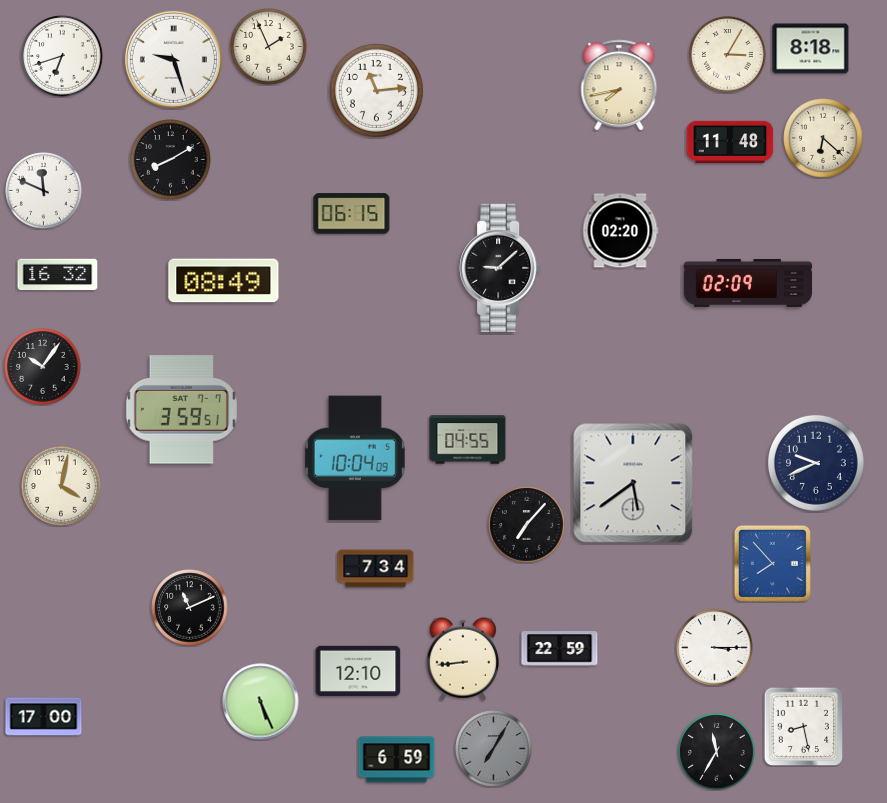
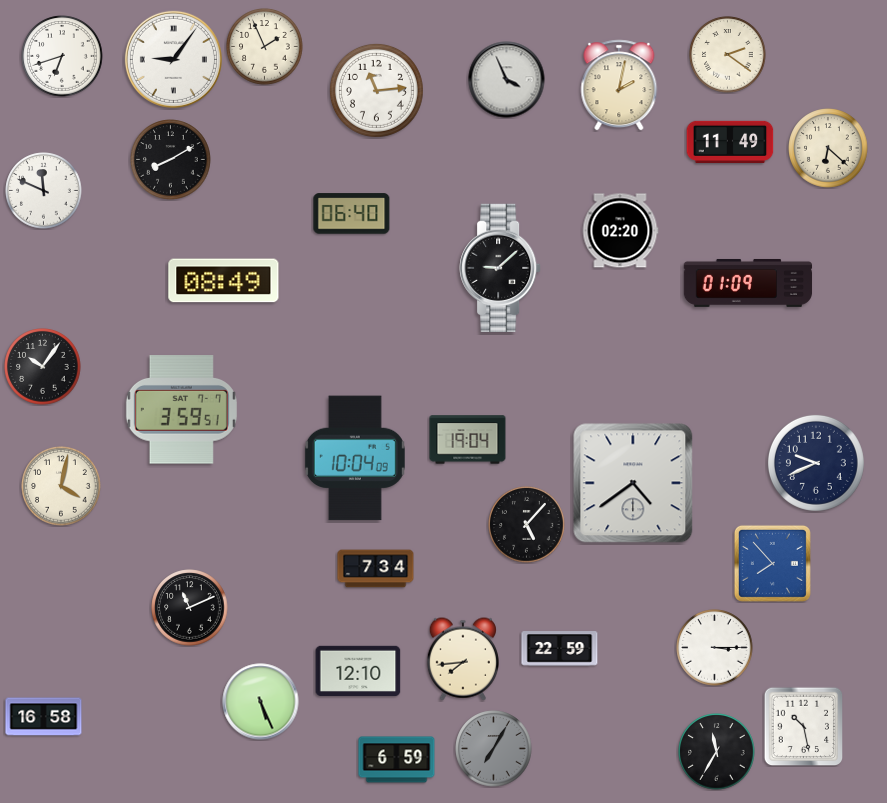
clock at (269, 47) position: (269, 47) -> (265, 47)
clock at (811, 49): 8:18 -> none
clock at (728, 55): 3:05 -> 2:21
clock at (173, 59): 9:27 -> 9:06
clock at (507, 80): none -> 3:56
clock at (619, 85): 7:43 -> 2:02
clock at (823, 138) position: (823, 138) -> (828, 148)
clock at (730, 141): 11:48 -> 11:49
clock at (352, 214): 06:15 -> 06:40
clock at (58, 275): 16:32 -> none
clock at (748, 283): 02:09 -> 01:09
clock at (468, 440): 04:55 -> 19:04
clock at (633, 483): 5:39 -> 4:39
clock at (527, 525): 7:07 -> 5:07
clock at (463, 659): 8:44 -> 7:44
clock at (44, 717): 17:00 -> 16:58
clock at (803, 726): 8:28 -> 10:28
